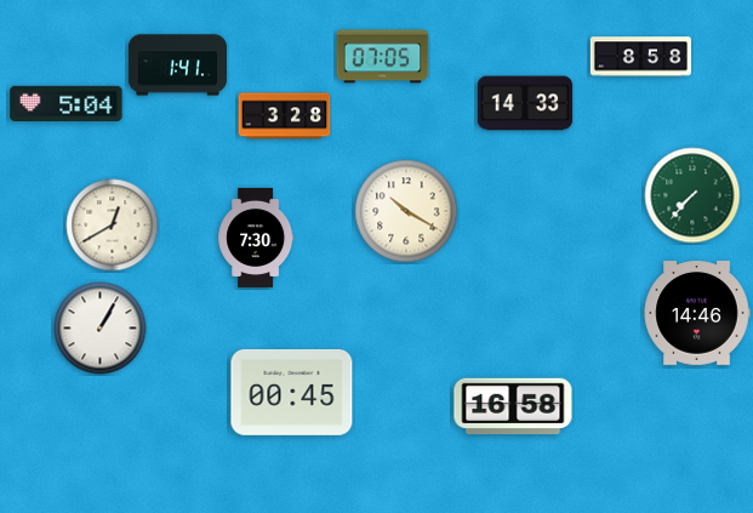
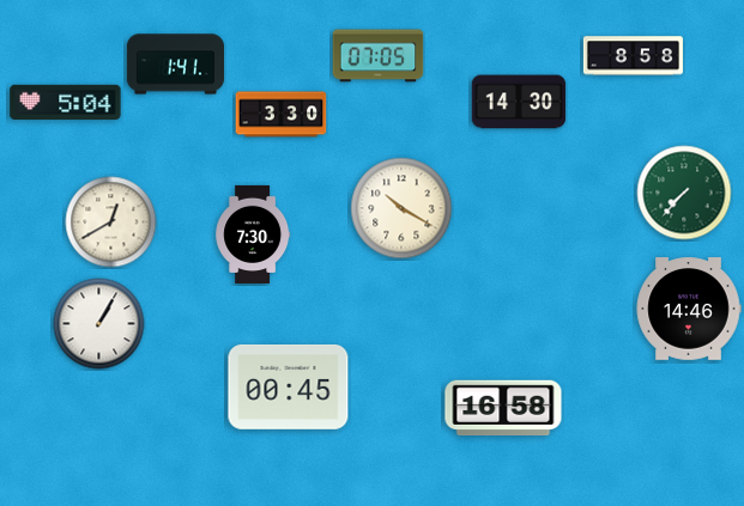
clock at (525, 103): 14:33 -> 14:30
clock at (285, 116): 3:28 -> 3:30
clock at (513, 406) position: (513, 406) -> (503, 408)
